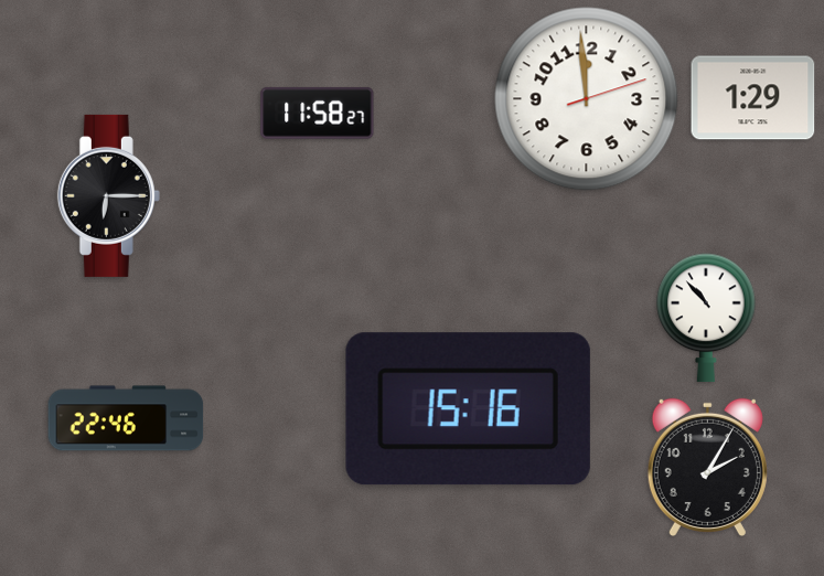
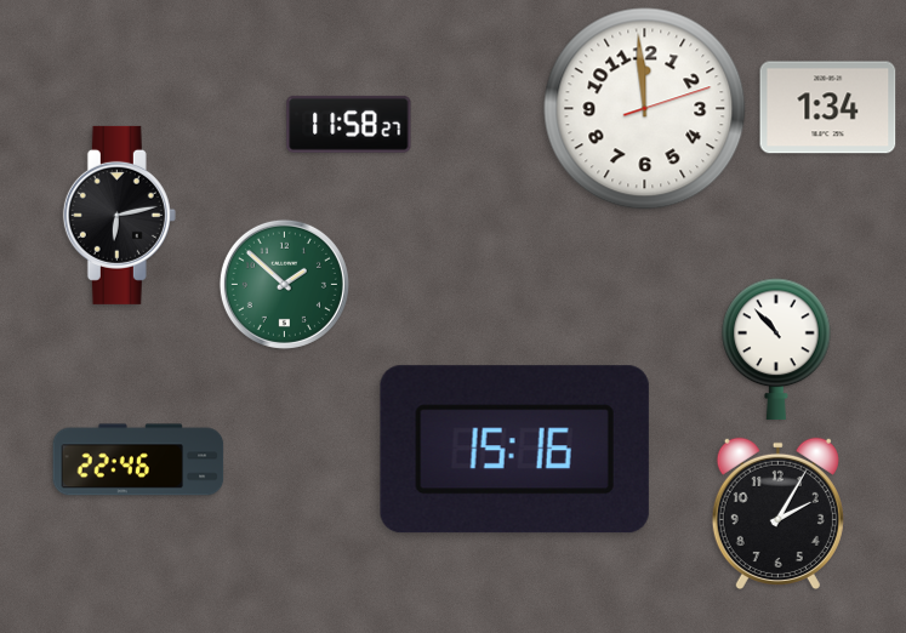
clock at (753, 98): 1:29 -> 1:34
clock at (108, 195): 6:15 -> 6:13
clock at (284, 284): none -> 1:52
